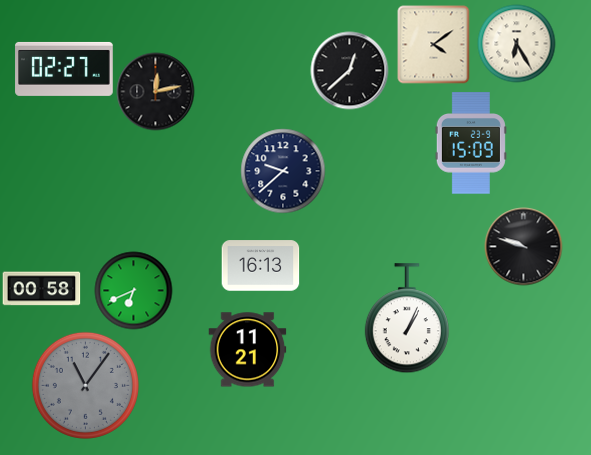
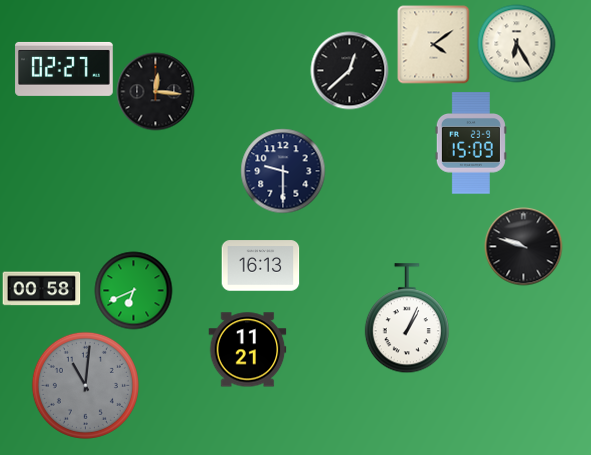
clock at (155, 91): 12:13 -> 12:16
clock at (283, 171): 9:38 -> 9:30
clock at (85, 385): 11:06 -> 11:01
